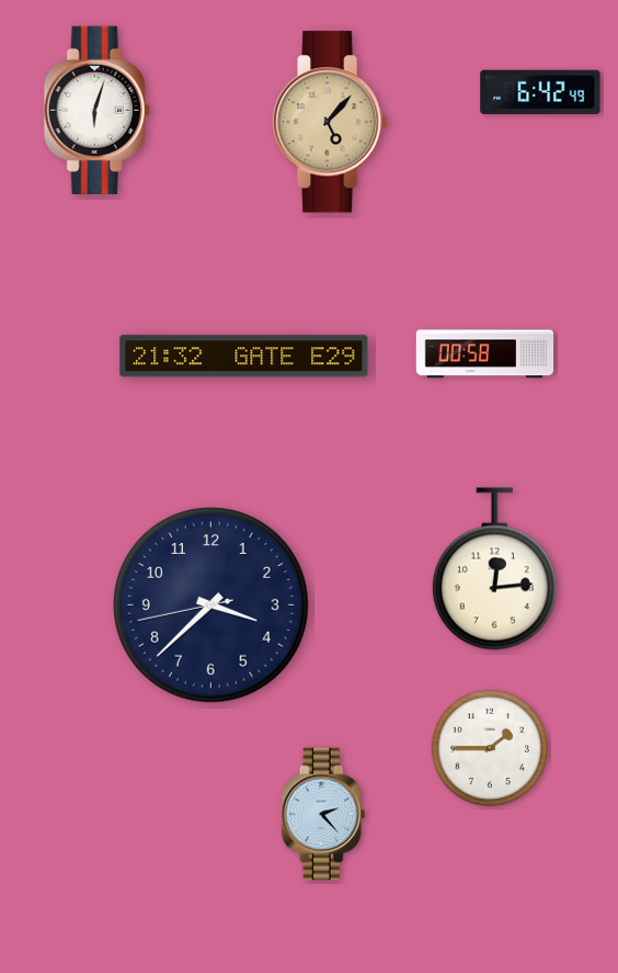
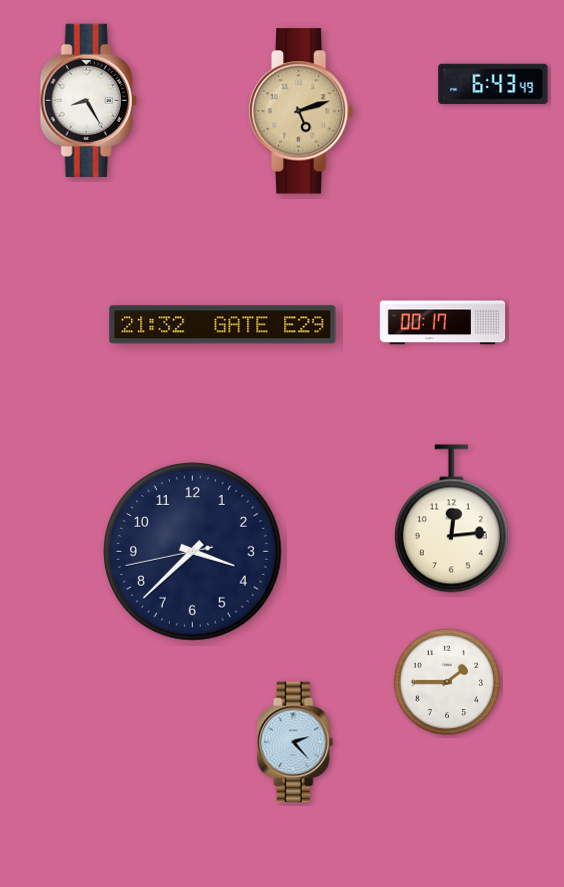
clock at (540, 92): 6:42 -> 6:43
clock at (96, 110): 6:03 -> 8:25
clock at (330, 122): 5:07 -> 5:12
clock at (485, 354): 00:58 -> 00:17
